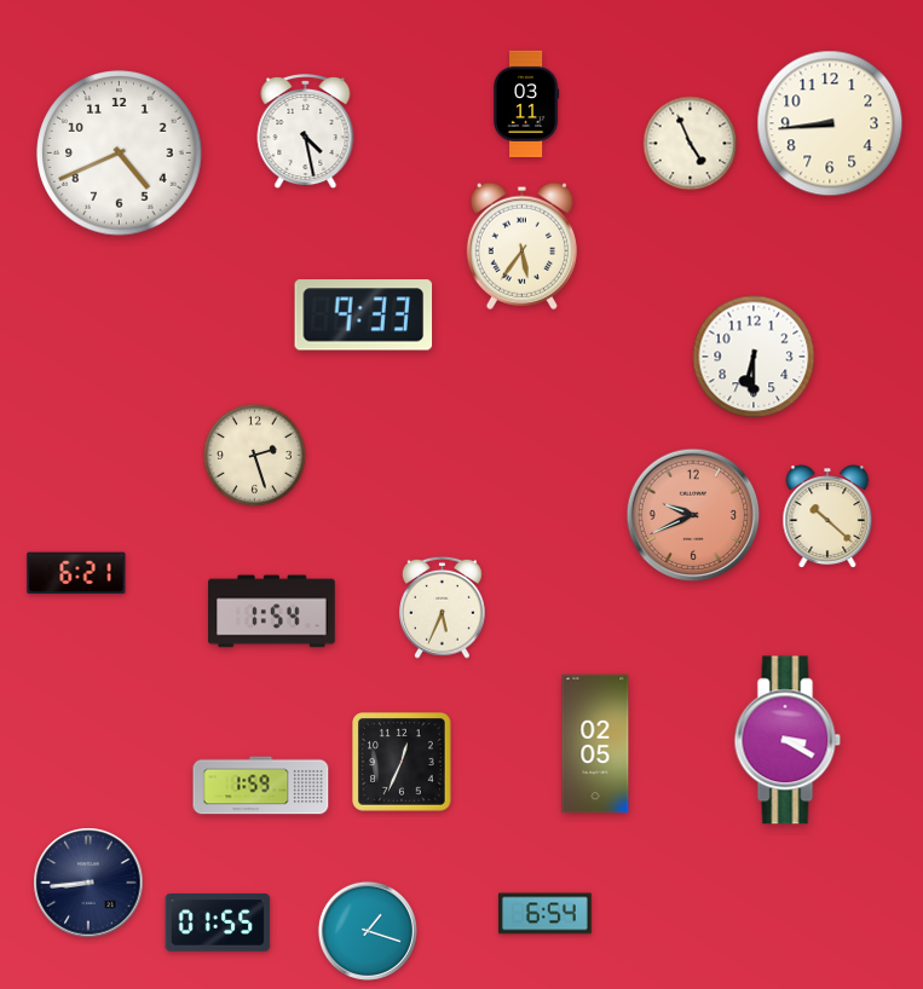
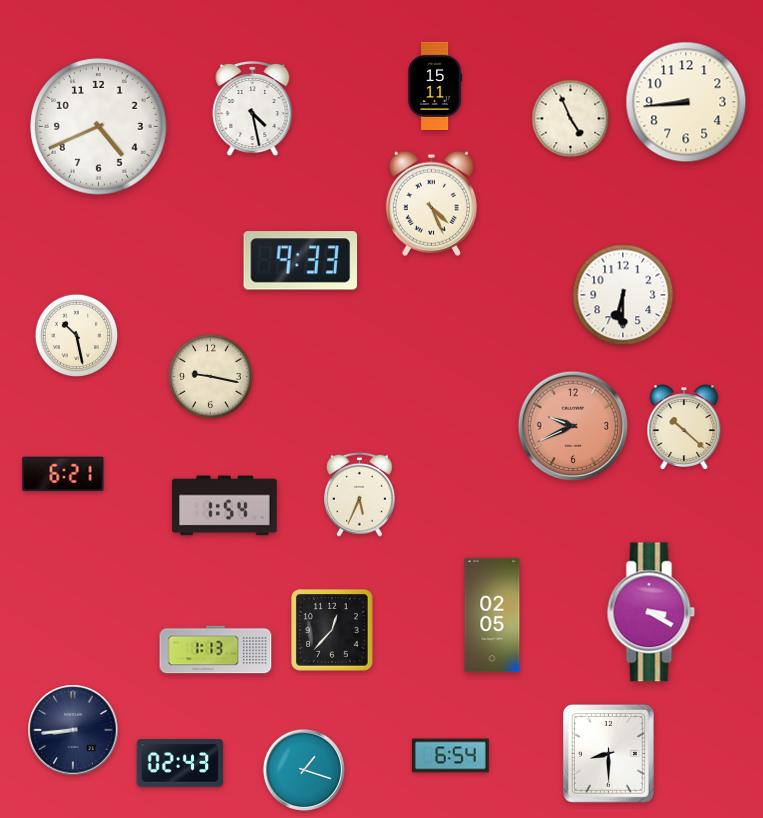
clock at (527, 103): 03:11 -> 15:11
clock at (521, 245): 5:36 -> 4:26
clock at (76, 335): none -> 10:28
clock at (254, 455): 2:27 -> 9:17
clock at (443, 607) position: (443, 607) -> (360, 494)
clock at (402, 762): 12:34 -> 12:37
clock at (261, 786): 1:59 -> 1:13
clock at (609, 754): none -> 8:30
clock at (218, 924): 01:55 -> 02:43
